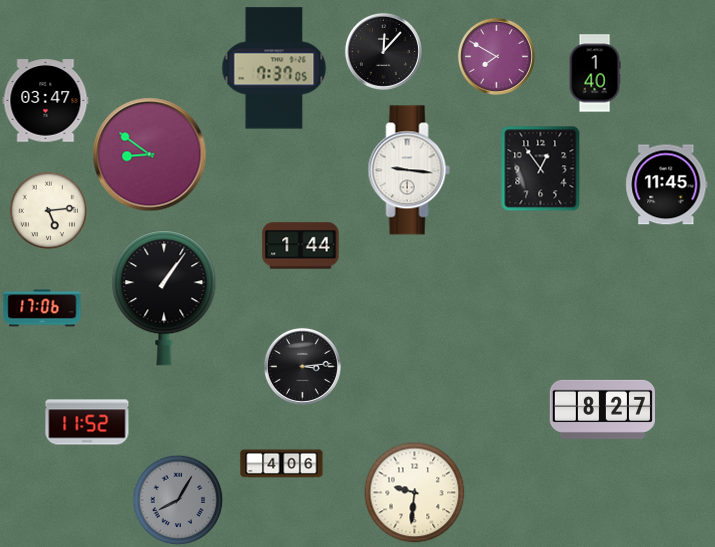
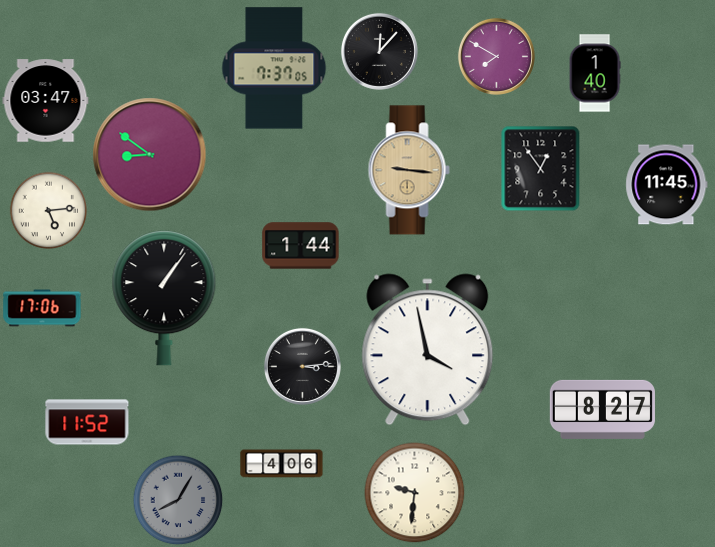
clock at (383, 51) position: (383, 51) -> (379, 51)
clock at (409, 170) dial: white -> champagne
clock at (428, 350): none -> 3:58
